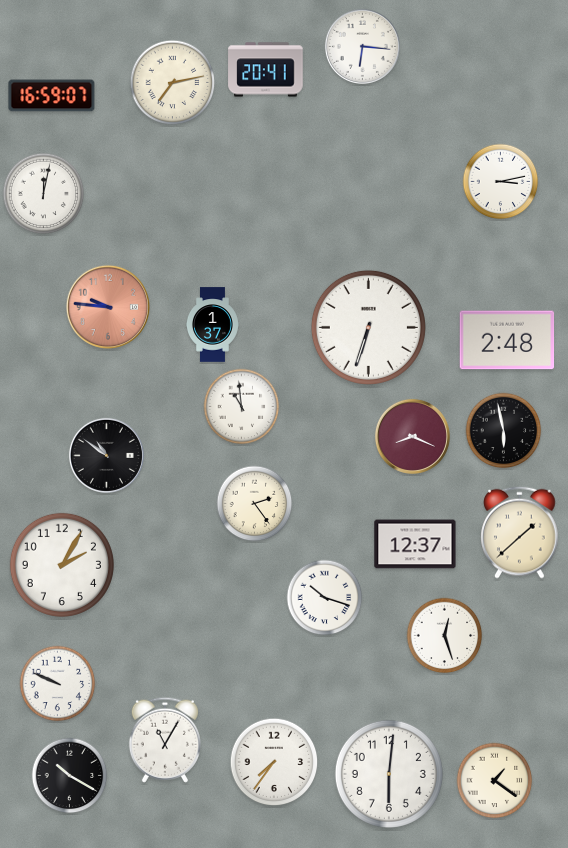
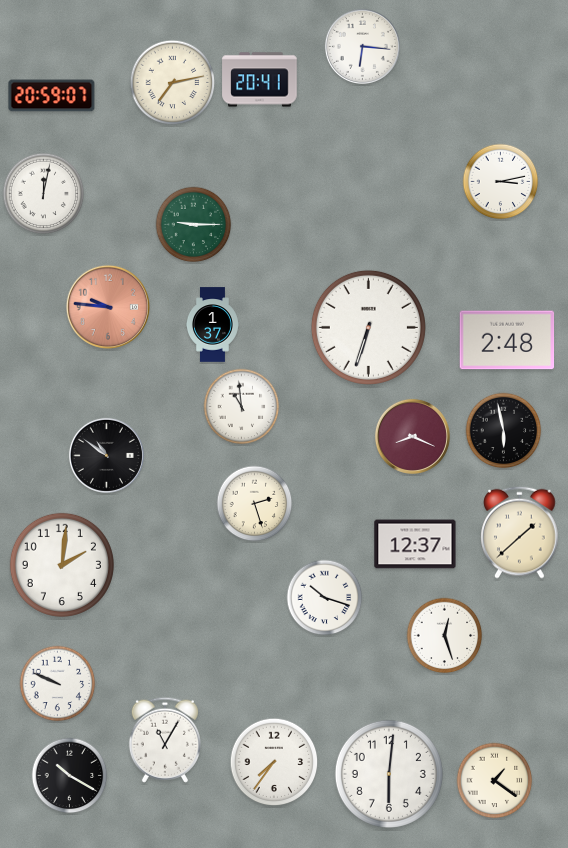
clock at (266, 70) position: (266, 70) -> (260, 80)
clock at (52, 96): 16:59 -> 20:59
clock at (194, 225): none -> 9:15
clock at (255, 504): 2:24 -> 2:27
clock at (62, 565): 2:05 -> 2:01
